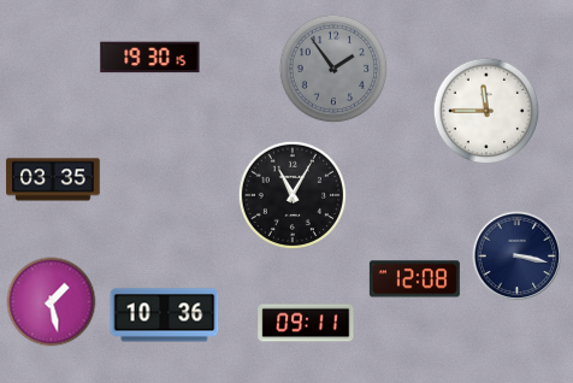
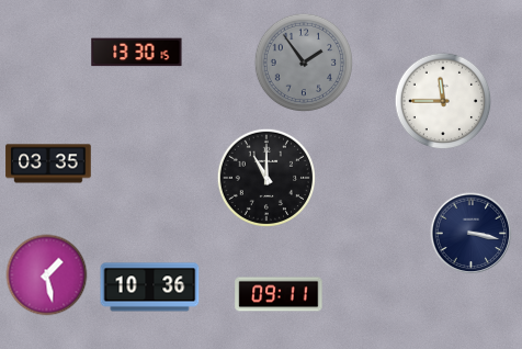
clock at (150, 58): 19:30 -> 13:30
clock at (291, 194): 11:05 -> 11:00
clock at (414, 279): 12:08 -> none
